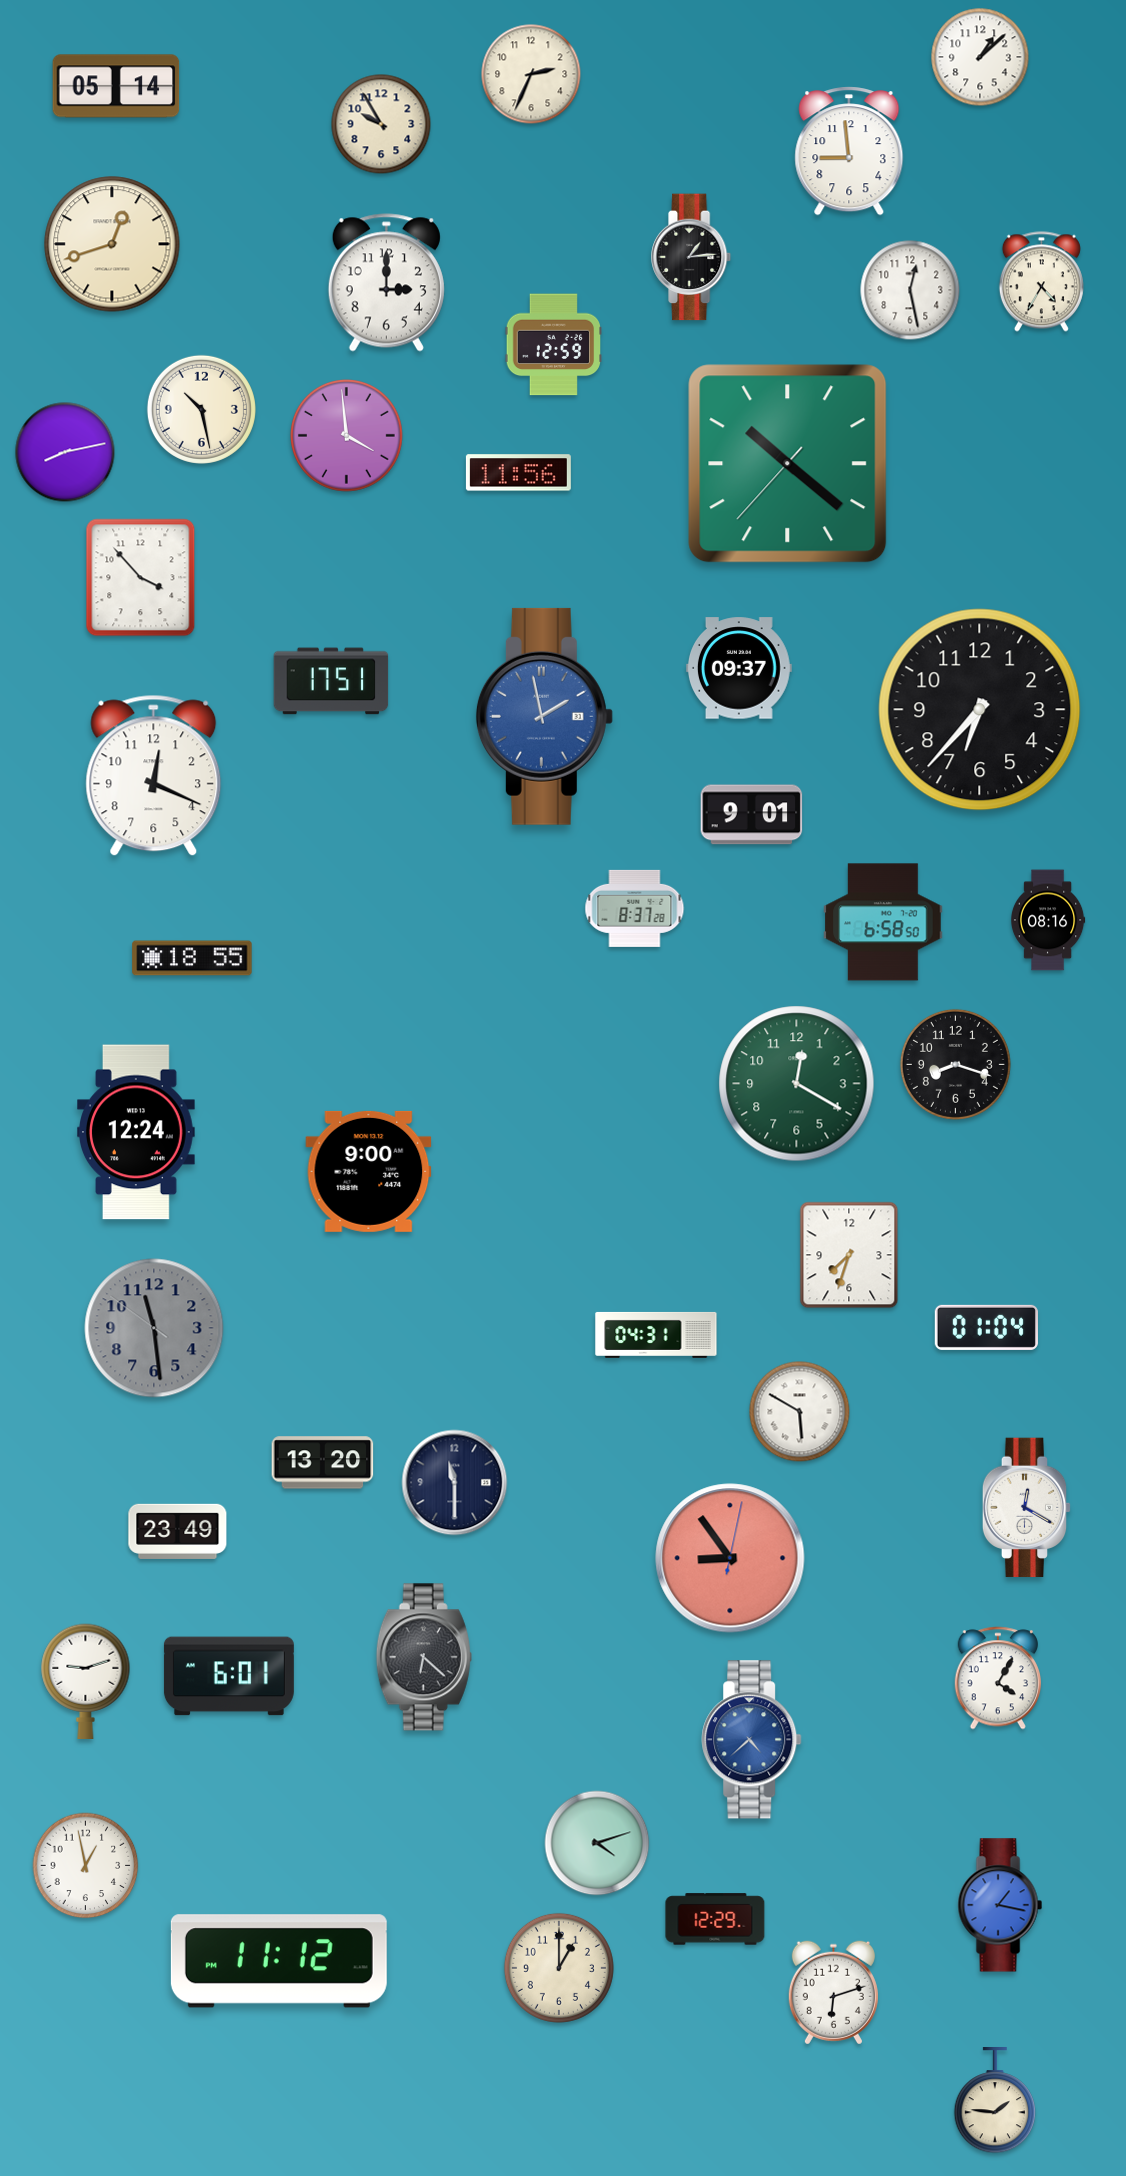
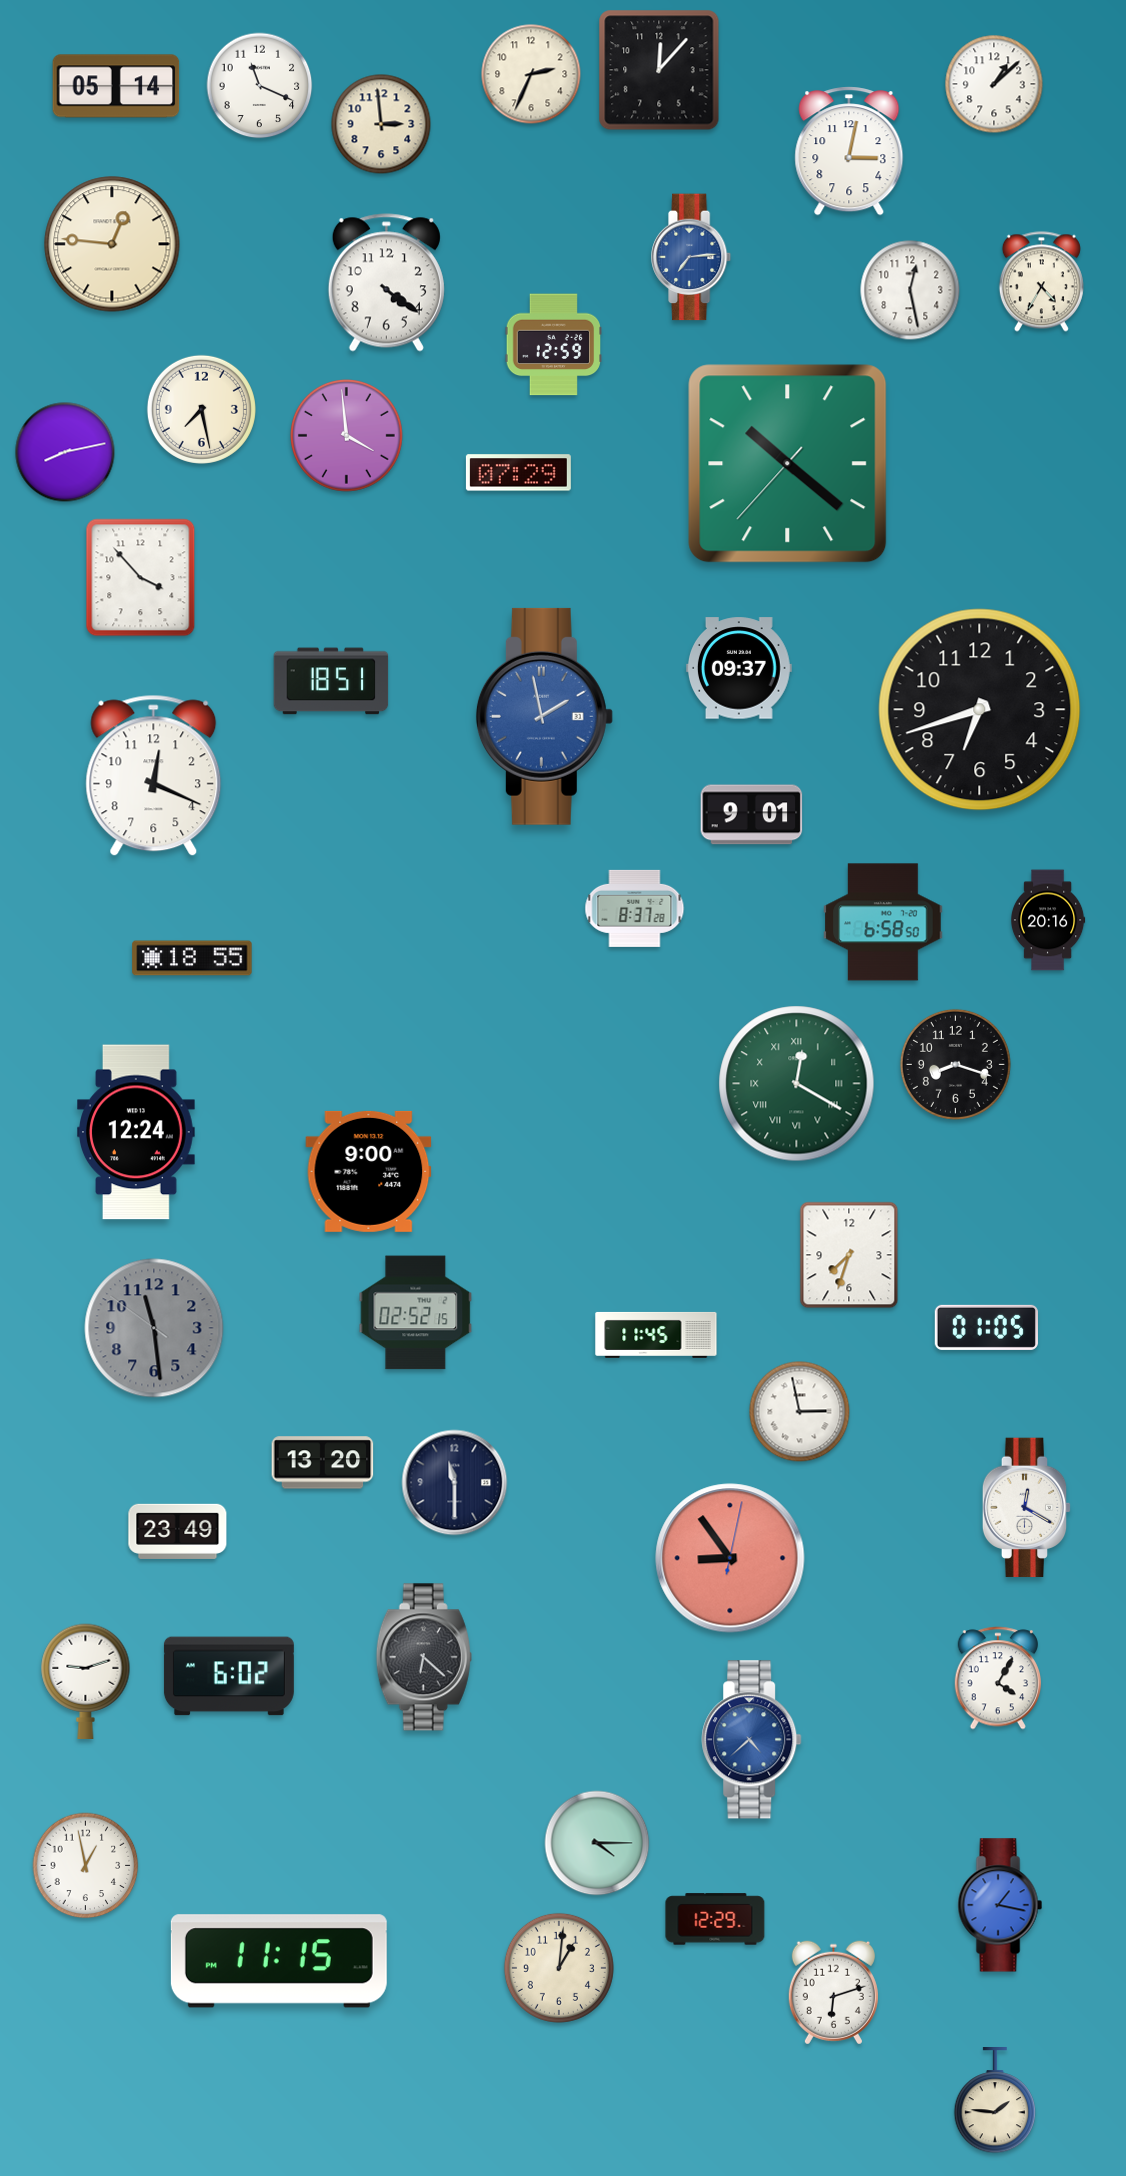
clock at (980, 57) position: (980, 57) -> (994, 84)
clock at (659, 70): none -> 12:07
clock at (260, 86): none -> 11:19
clock at (381, 124): 9:55 -> 2:59
clock at (849, 151): 8:59 -> 3:02
clock at (112, 244): 12:42 -> 12:46
clock at (692, 257): 1:14 -> 7:14
clock at (692, 257) dial: black -> blue
clock at (386, 283): 3:00 -> 4:21
clock at (201, 409): 10:28 -> 7:28
clock at (518, 473): 11:56 -> 07:29
clock at (331, 681): 17:51 -> 18:51
clock at (980, 710): 6:37 -> 6:42
clock at (1048, 920): 08:16 -> 20:16
clock at (797, 1084) numerals: Arabic -> Roman
clock at (416, 1313): none -> 02:52
clock at (986, 1327): 01:04 -> 01:05
clock at (656, 1335): 04:31 -> 11:45
clock at (800, 1412): 5:50 -> 2:58
clock at (229, 1676): 6:01 -> 6:02
clock at (597, 1843): 4:12 -> 4:15
clock at (279, 1961): 11:12 -> 11:15
clock at (559, 1968): 1:00 -> 1:01
